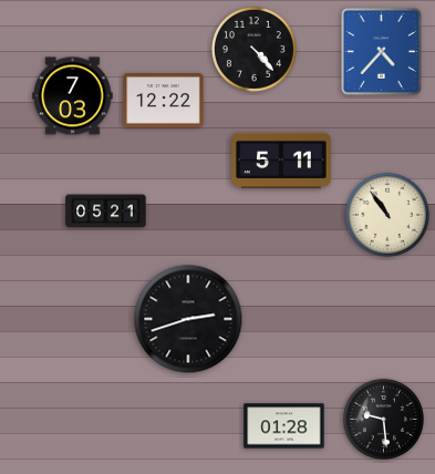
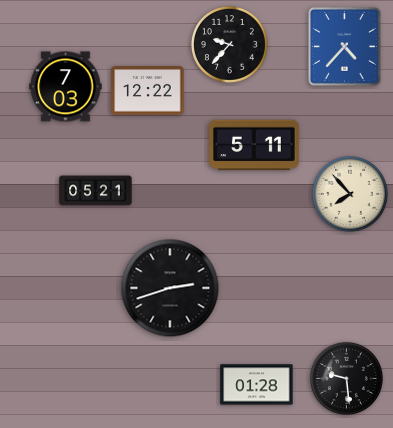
clock at (253, 49): 4:23 -> 9:37
clock at (387, 215): 10:54 -> 7:53
